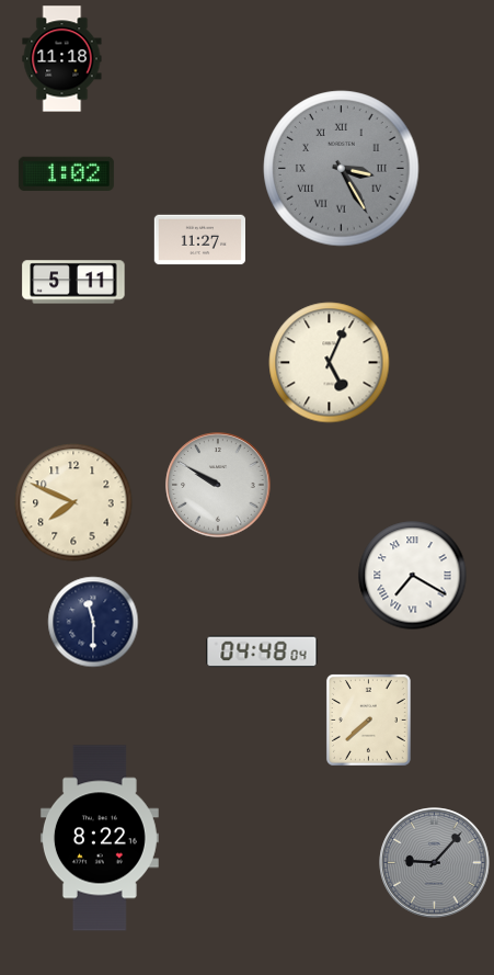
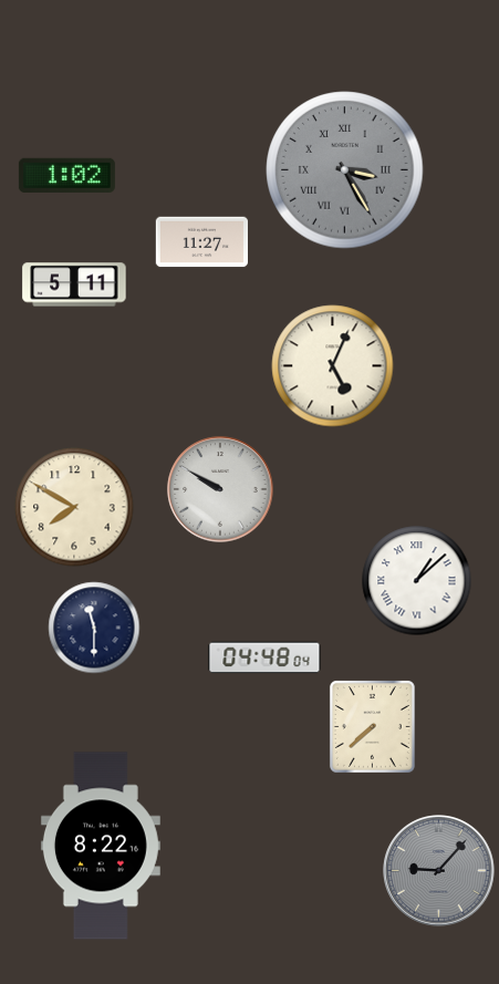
clock at (62, 59): 11:18 -> none
clock at (73, 502): 7:49 -> 7:50
clock at (413, 576): 7:20 -> 1:08
